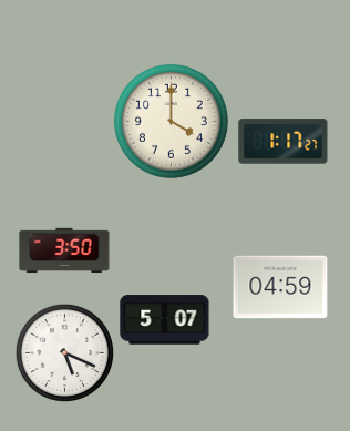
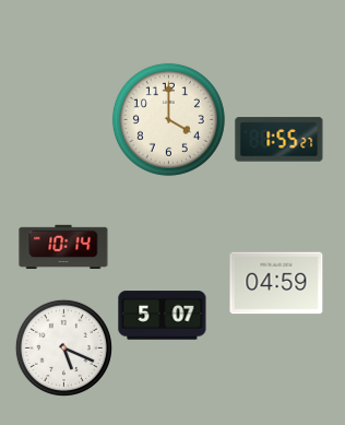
clock at (284, 142): 1:17 -> 1:55
clock at (64, 250): 3:50 -> 10:14
